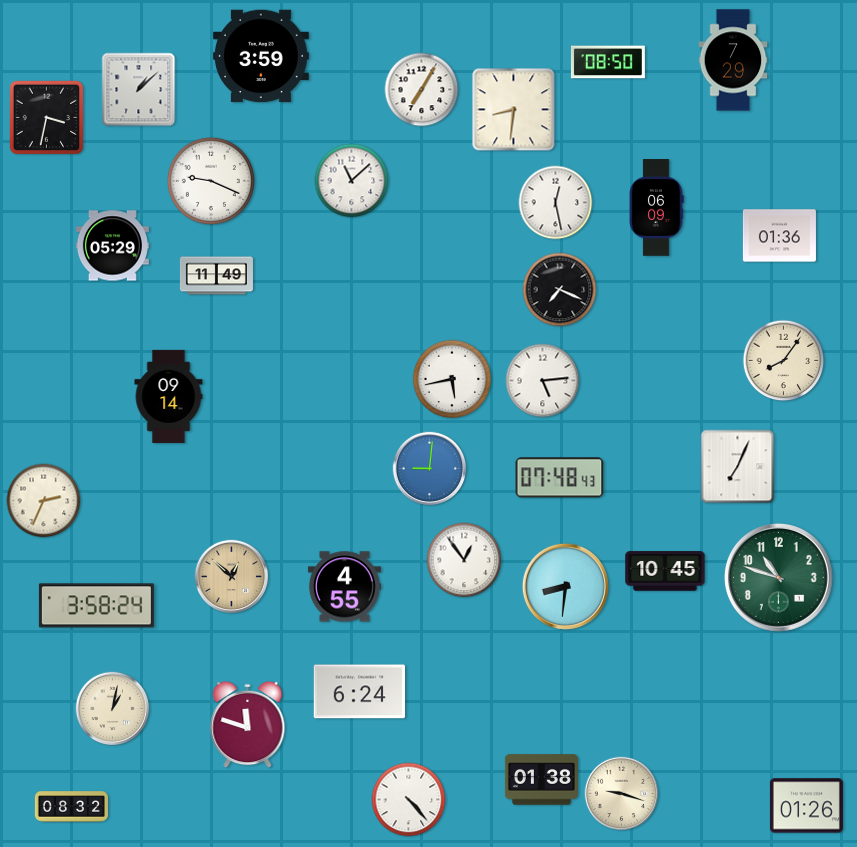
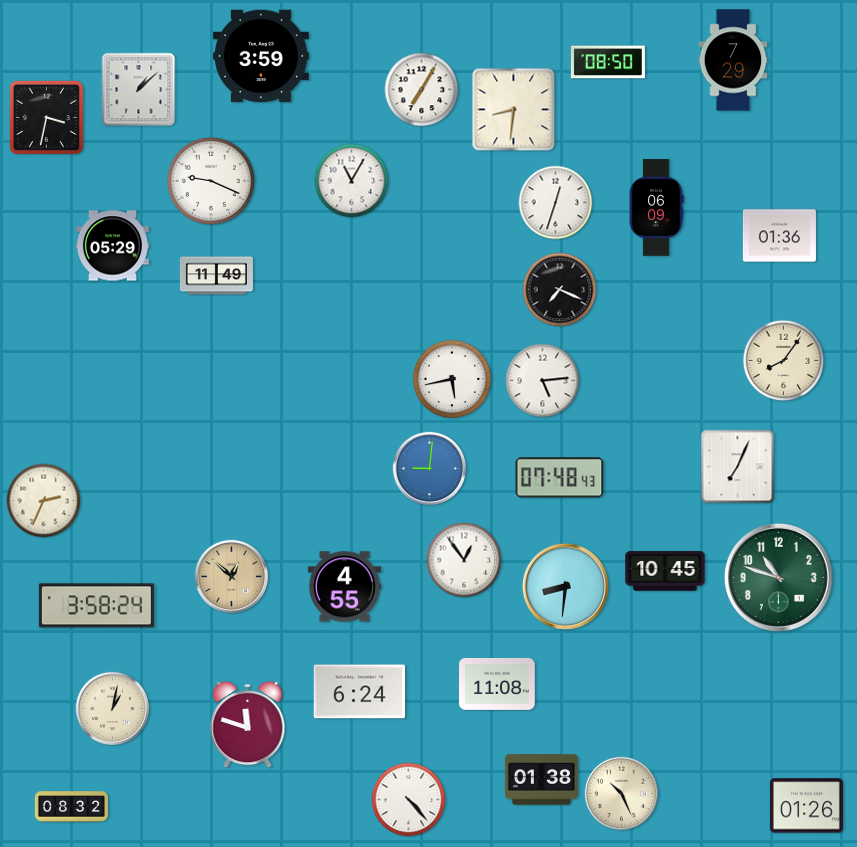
clock at (352, 181): 11:08 -> 11:05
clock at (556, 203): 12:28 -> 12:33
clock at (169, 396): 09:14 -> none
clock at (497, 684): none -> 11:08
clock at (622, 794): 9:18 -> 10:26
